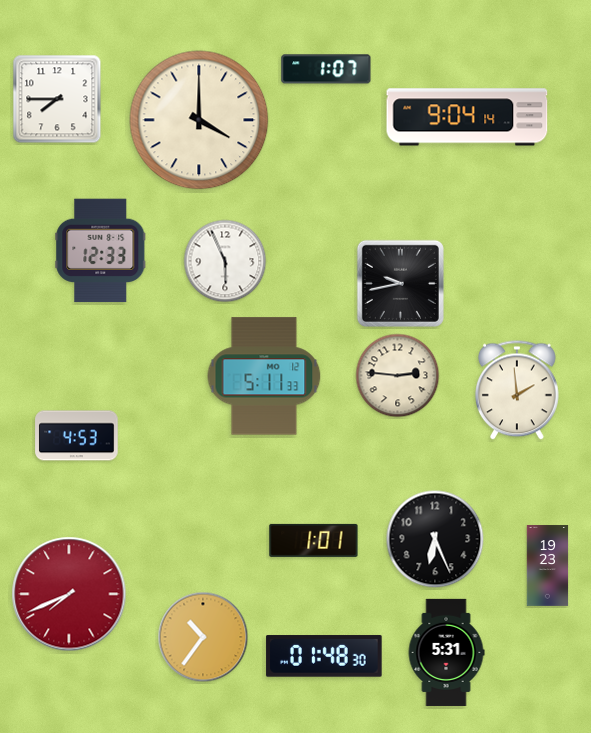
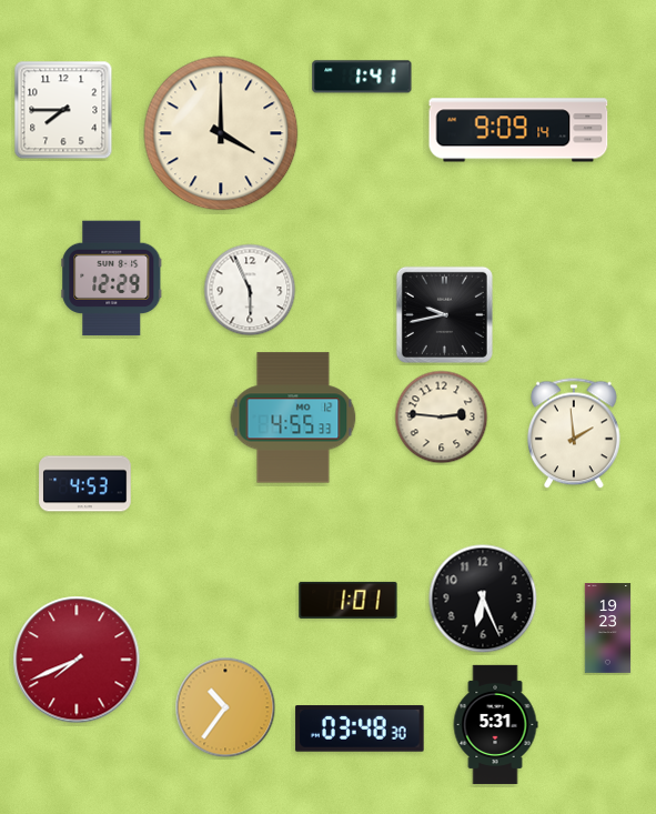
clock at (326, 69): 1:07 -> 1:41
clock at (467, 117): 9:04 -> 9:09
clock at (101, 251): 12:33 -> 12:29
clock at (264, 376): 5:11 -> 4:55
clock at (324, 656): 01:48 -> 03:48
